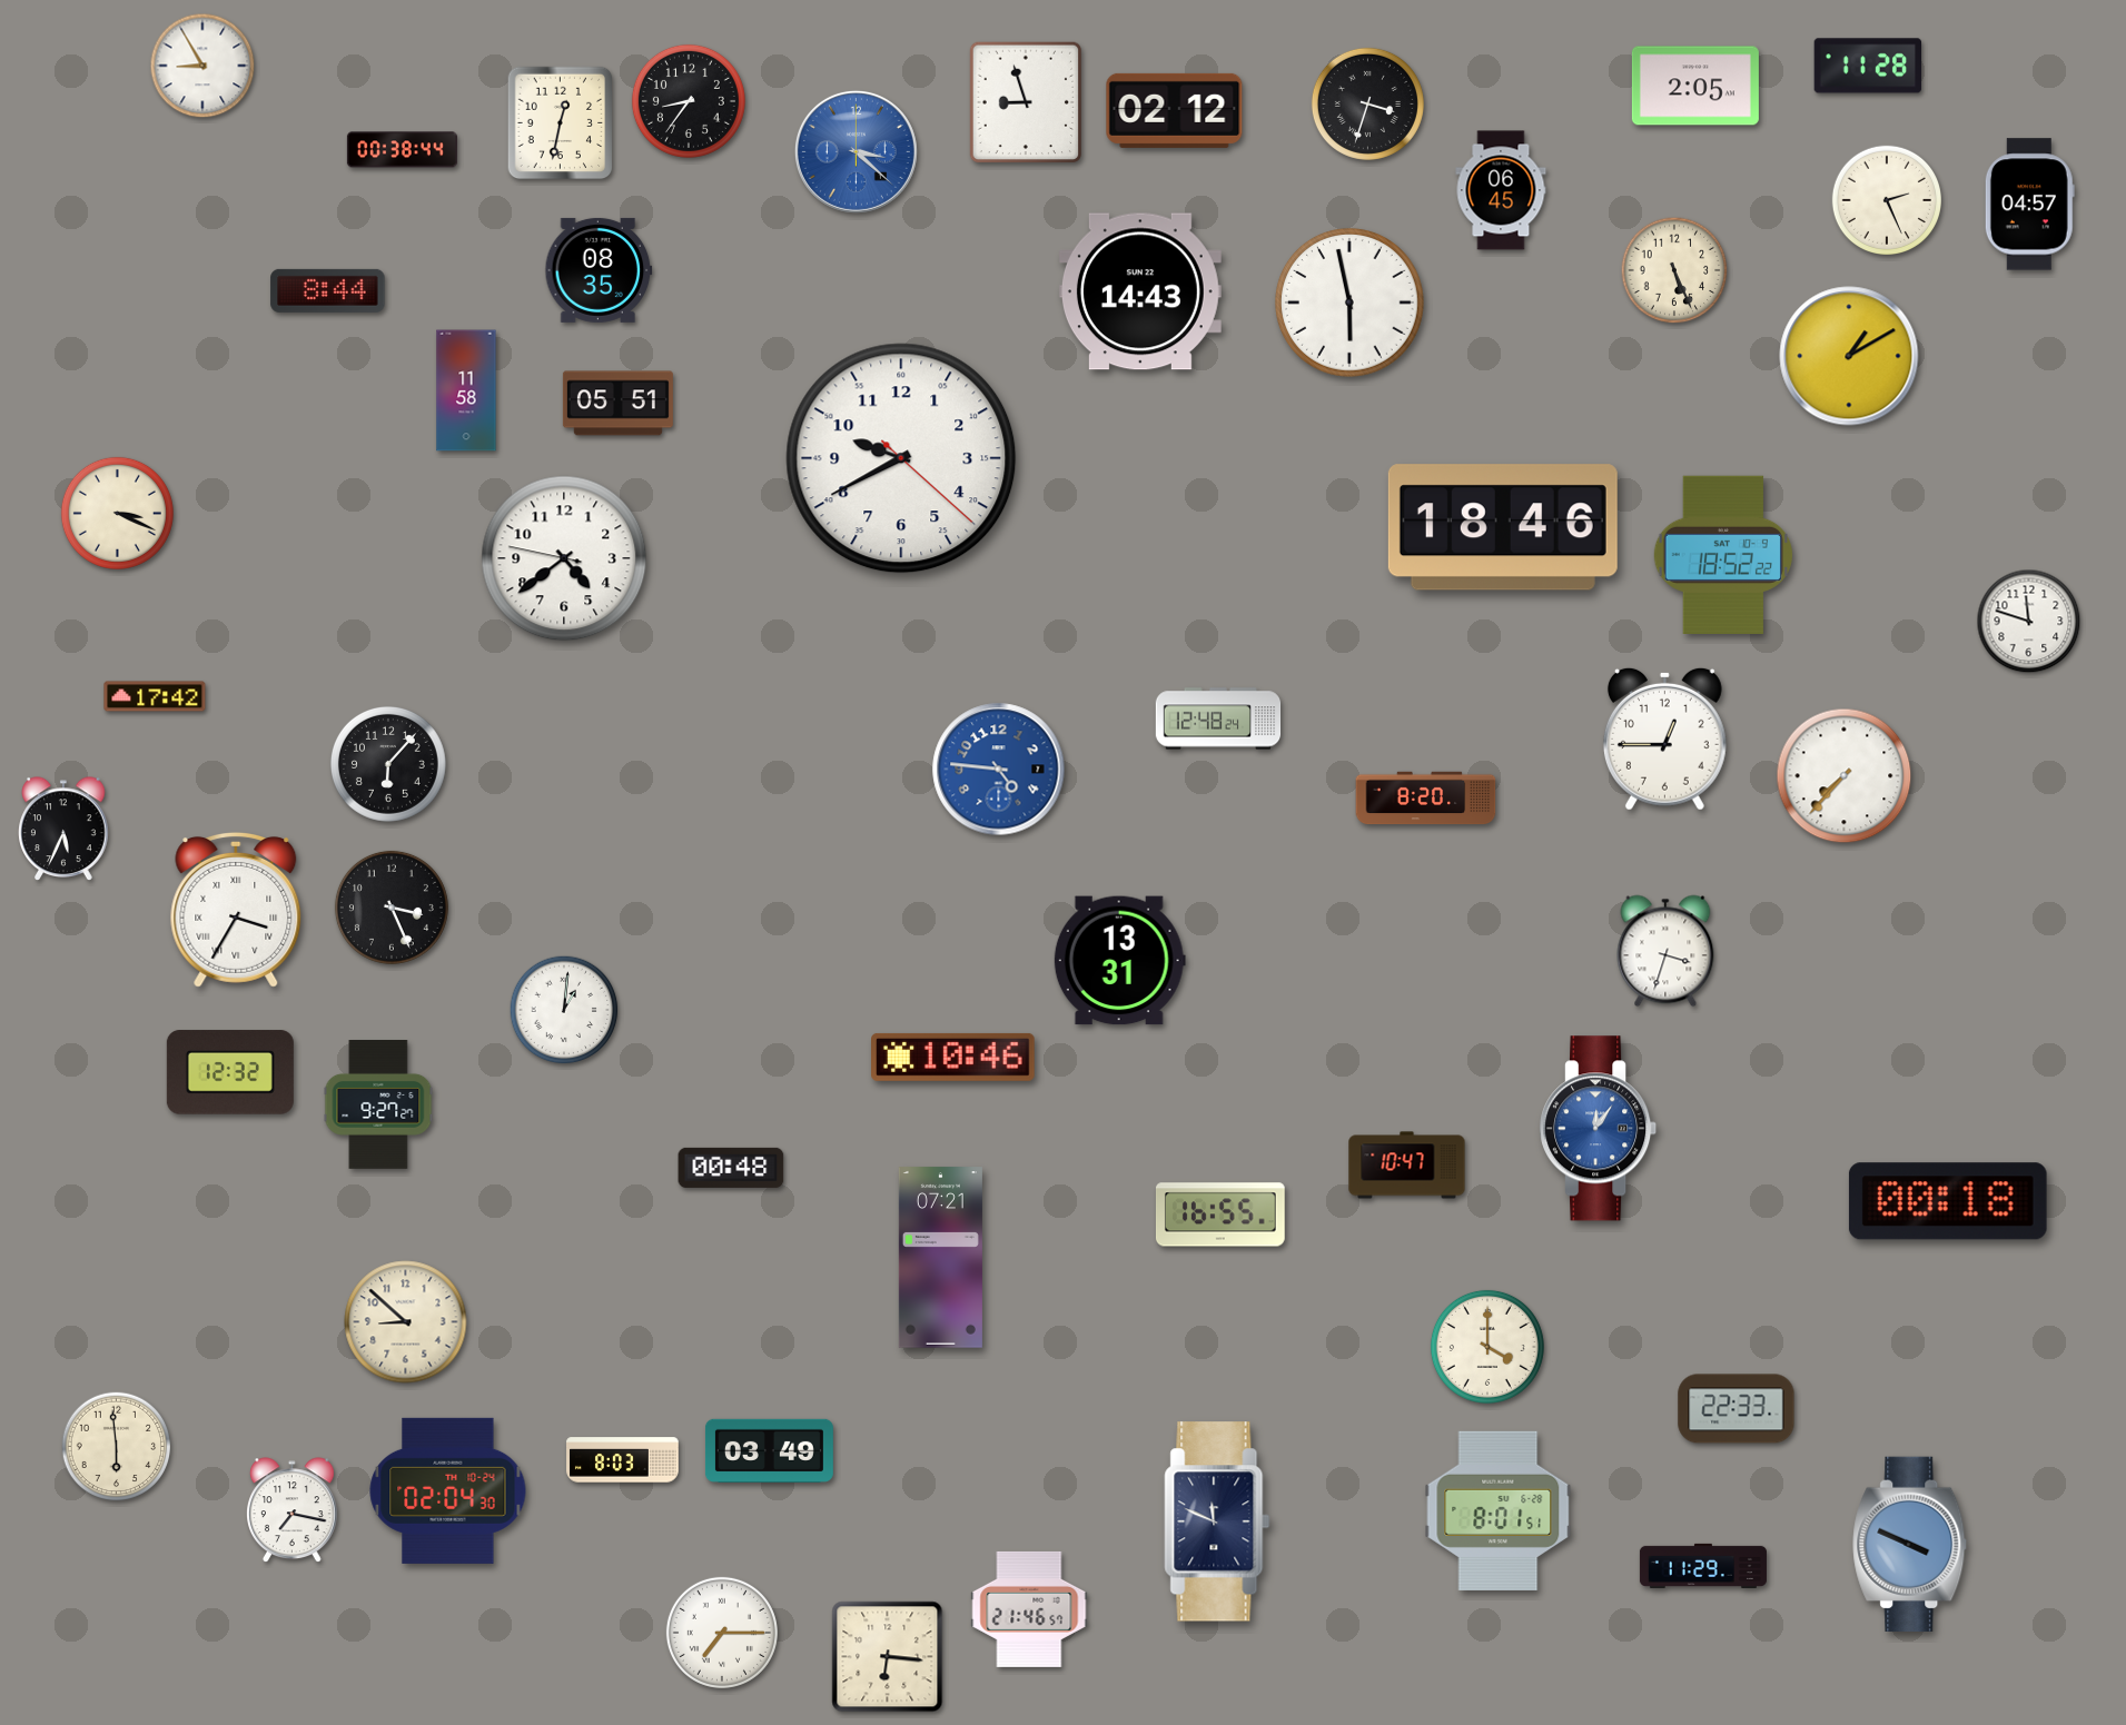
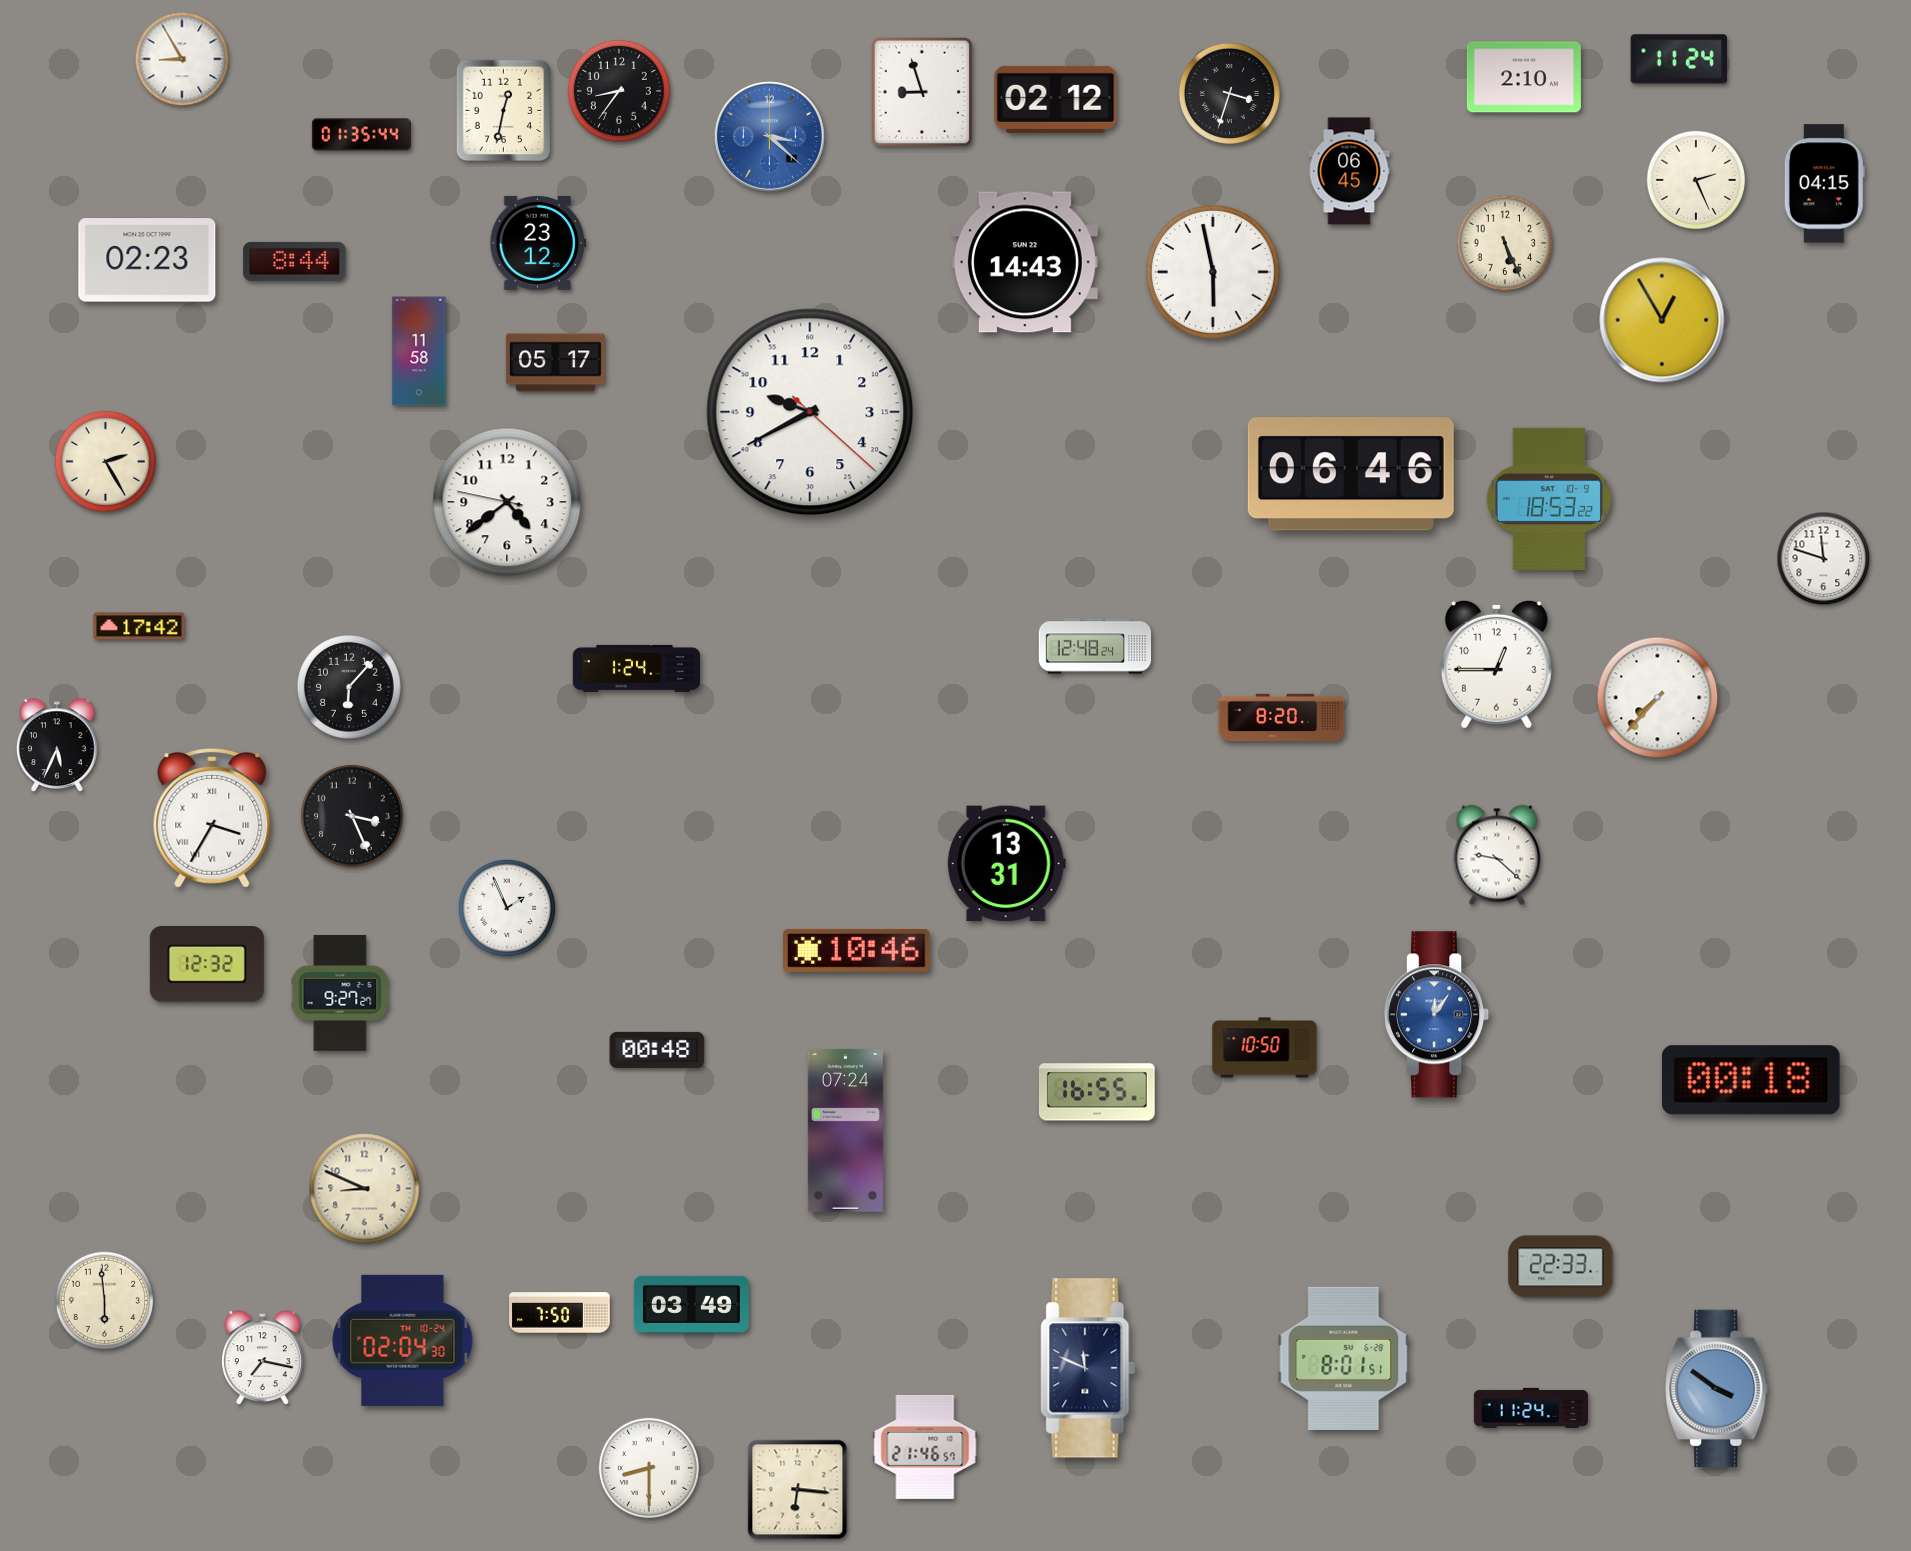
clock at (1868, 66): 11:28 -> 11:24
clock at (1695, 86): 2:05 -> 2:10
clock at (402, 150): 00:38 -> 01:35
clock at (2029, 205): 04:57 -> 04:15
clock at (599, 270): 08:35 -> 23:12
clock at (147, 260): none -> 02:23
clock at (1849, 356): 1:10 -> 12:55
clock at (617, 404): 05:51 -> 05:17
clock at (117, 513): 3:19 -> 2:25
clock at (1503, 527): 18:46 -> 06:46
clock at (1723, 554): 18:52 -> 18:53
clock at (637, 668): none -> 1:24
clock at (999, 770): 4:46 -> none
clock at (1665, 951): 3:33 -> 9:22
clock at (564, 1010): 1:01 -> 1:56
clock at (1407, 1166): 10:47 -> 10:50
clock at (940, 1258): 07:21 -> 07:24
clock at (406, 1322): 8:52 -> 8:49
clock at (1487, 1347): 4:00 -> none
clock at (623, 1460): 8:03 -> 7:50
clock at (1499, 1510) position: (1499, 1510) -> (1344, 1358)
clock at (1217, 1521) position: (1217, 1521) -> (1088, 1368)
clock at (1910, 1544): 3:49 -> 3:51
clock at (1703, 1566): 11:29 -> 11:24
clock at (722, 1633): 7:15 -> 8:30
